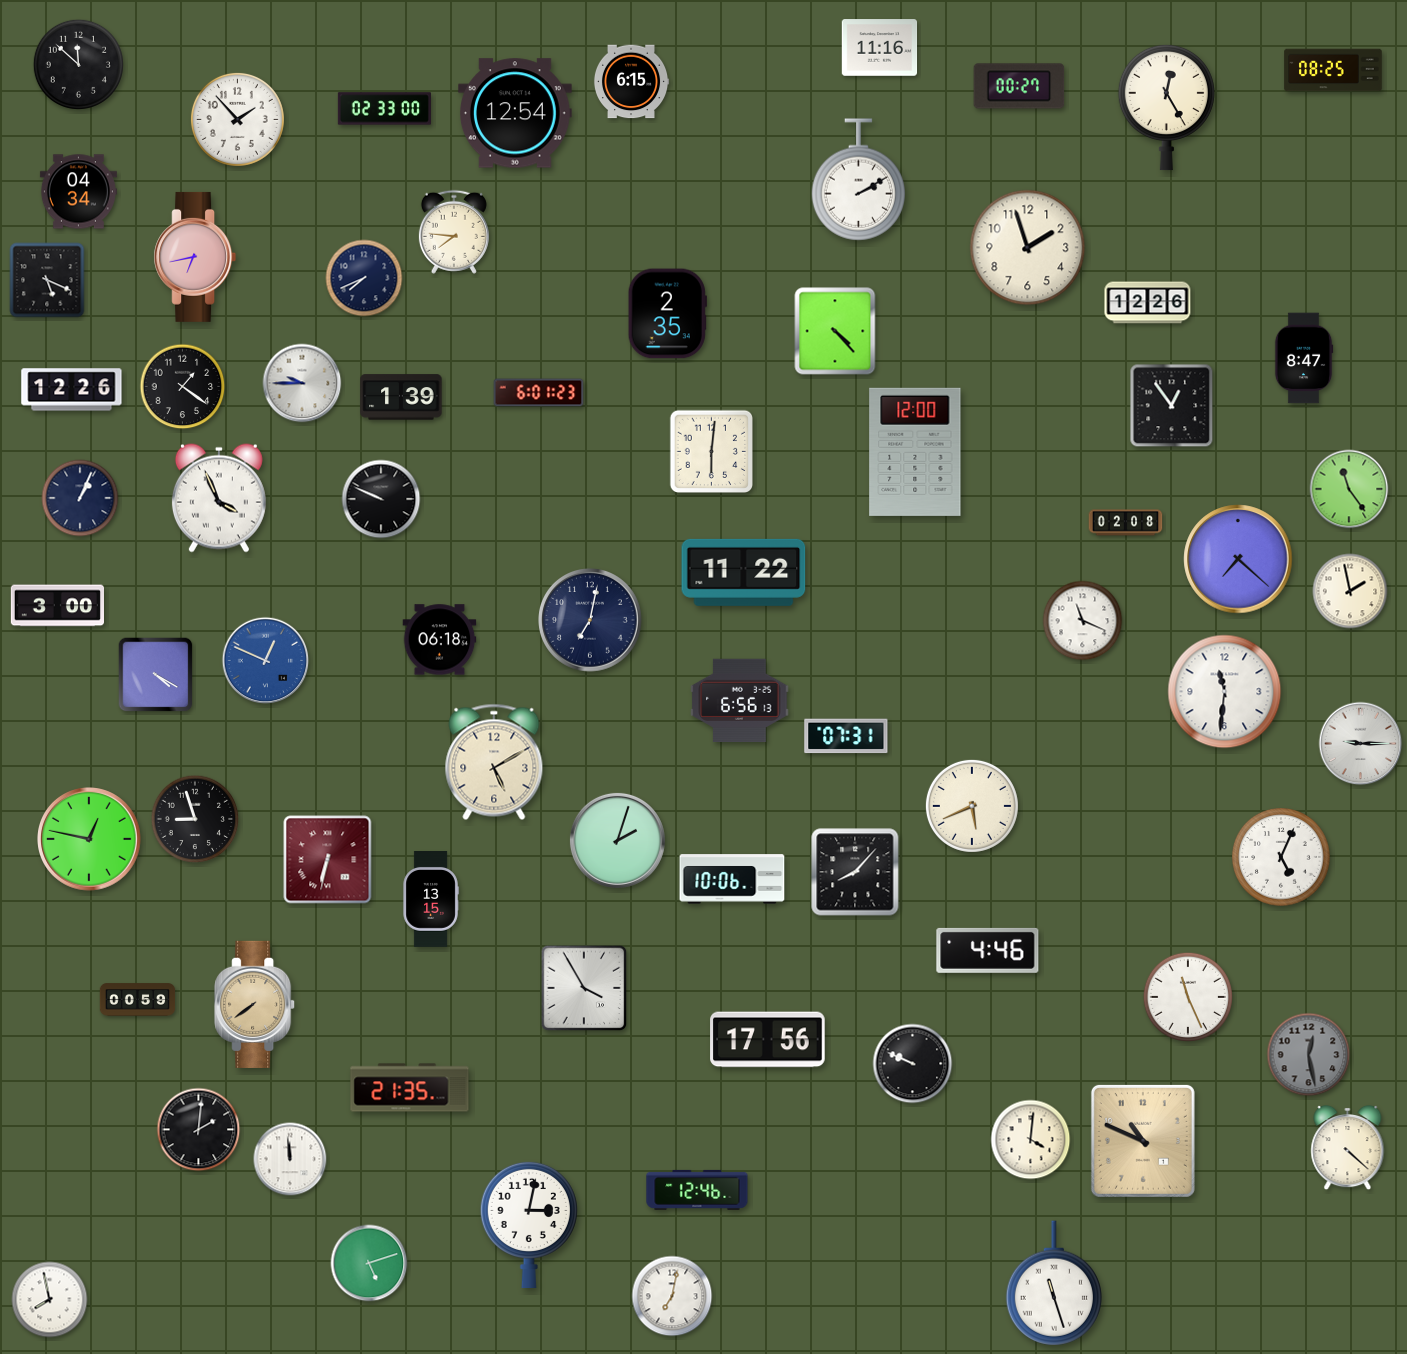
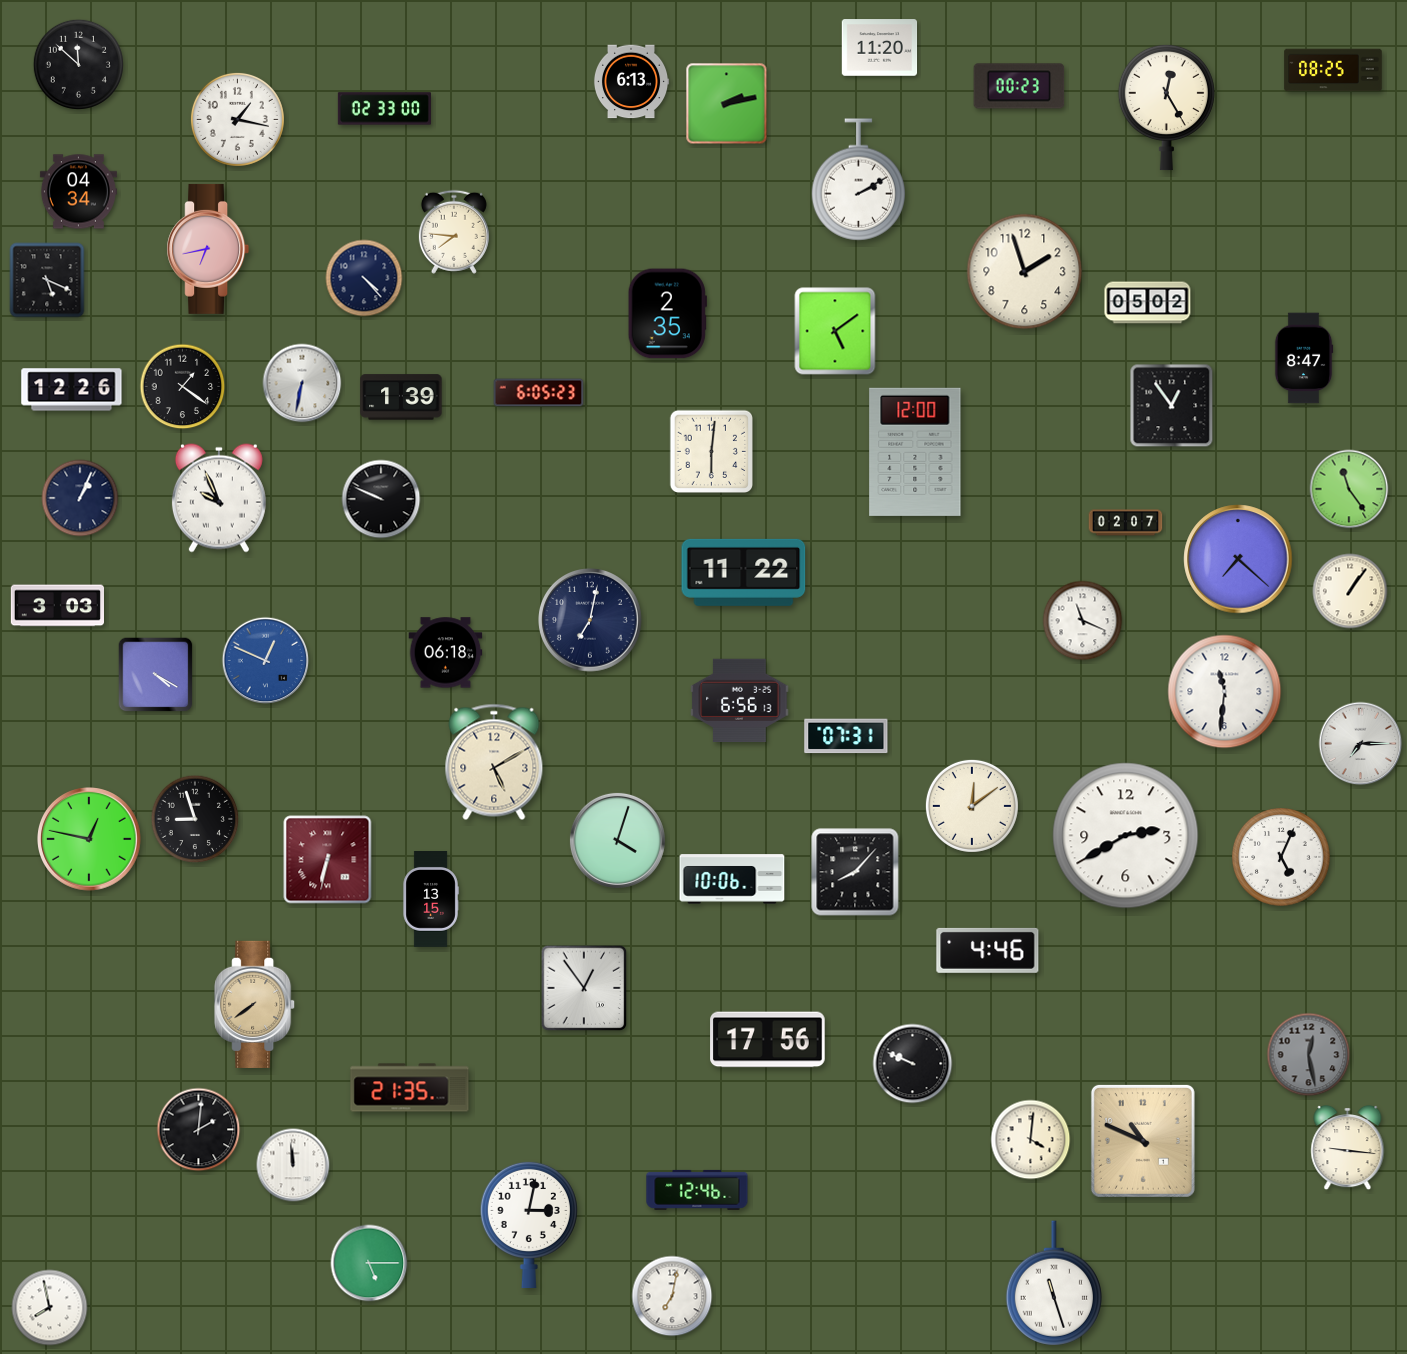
clock at (880, 48): 11:16 -> 11:20
clock at (631, 82): 6:15 -> 6:13
clock at (1019, 86): 00:27 -> 00:23
clock at (727, 104): none -> 2:13
clock at (516, 113): 12:54 -> none
clock at (237, 119): 1:53 -> 1:17
clock at (1028, 248) position: (1028, 248) -> (1025, 272)
clock at (195, 257) position: (195, 257) -> (208, 249)
clock at (364, 278): 7:41 -> 4:23
clock at (1148, 303): 12:26 -> 05:02
clock at (835, 331): 4:23 -> 5:09
clock at (302, 383): 9:45 -> 6:32
clock at (539, 393): 6:01 -> 6:05
clock at (219, 498): 3:56 -> 9:56
clock at (1126, 523): 02:08 -> 02:07
clock at (1350, 591): 1:58 -> 1:06
clock at (57, 606): 3:00 -> 3:03
clock at (440, 640) position: (440, 640) -> (446, 653)
clock at (1361, 744): 9:15 -> 7:15
clock at (972, 806): 5:41 -> 12:09
clock at (1126, 836): none -> 2:40
clock at (617, 840): 2:03 -> 4:03
clock at (584, 988): 3:55 -> 12:54
clock at (1187, 996): 11:26 -> none
clock at (138, 1000): 00:59 -> none
clock at (1348, 1148): 4:22 -> 9:16
clock at (290, 1159) position: (290, 1159) -> (293, 1165)
clock at (369, 1263): 5:12 -> 5:15
clock at (50, 1300) position: (50, 1300) -> (50, 1308)
